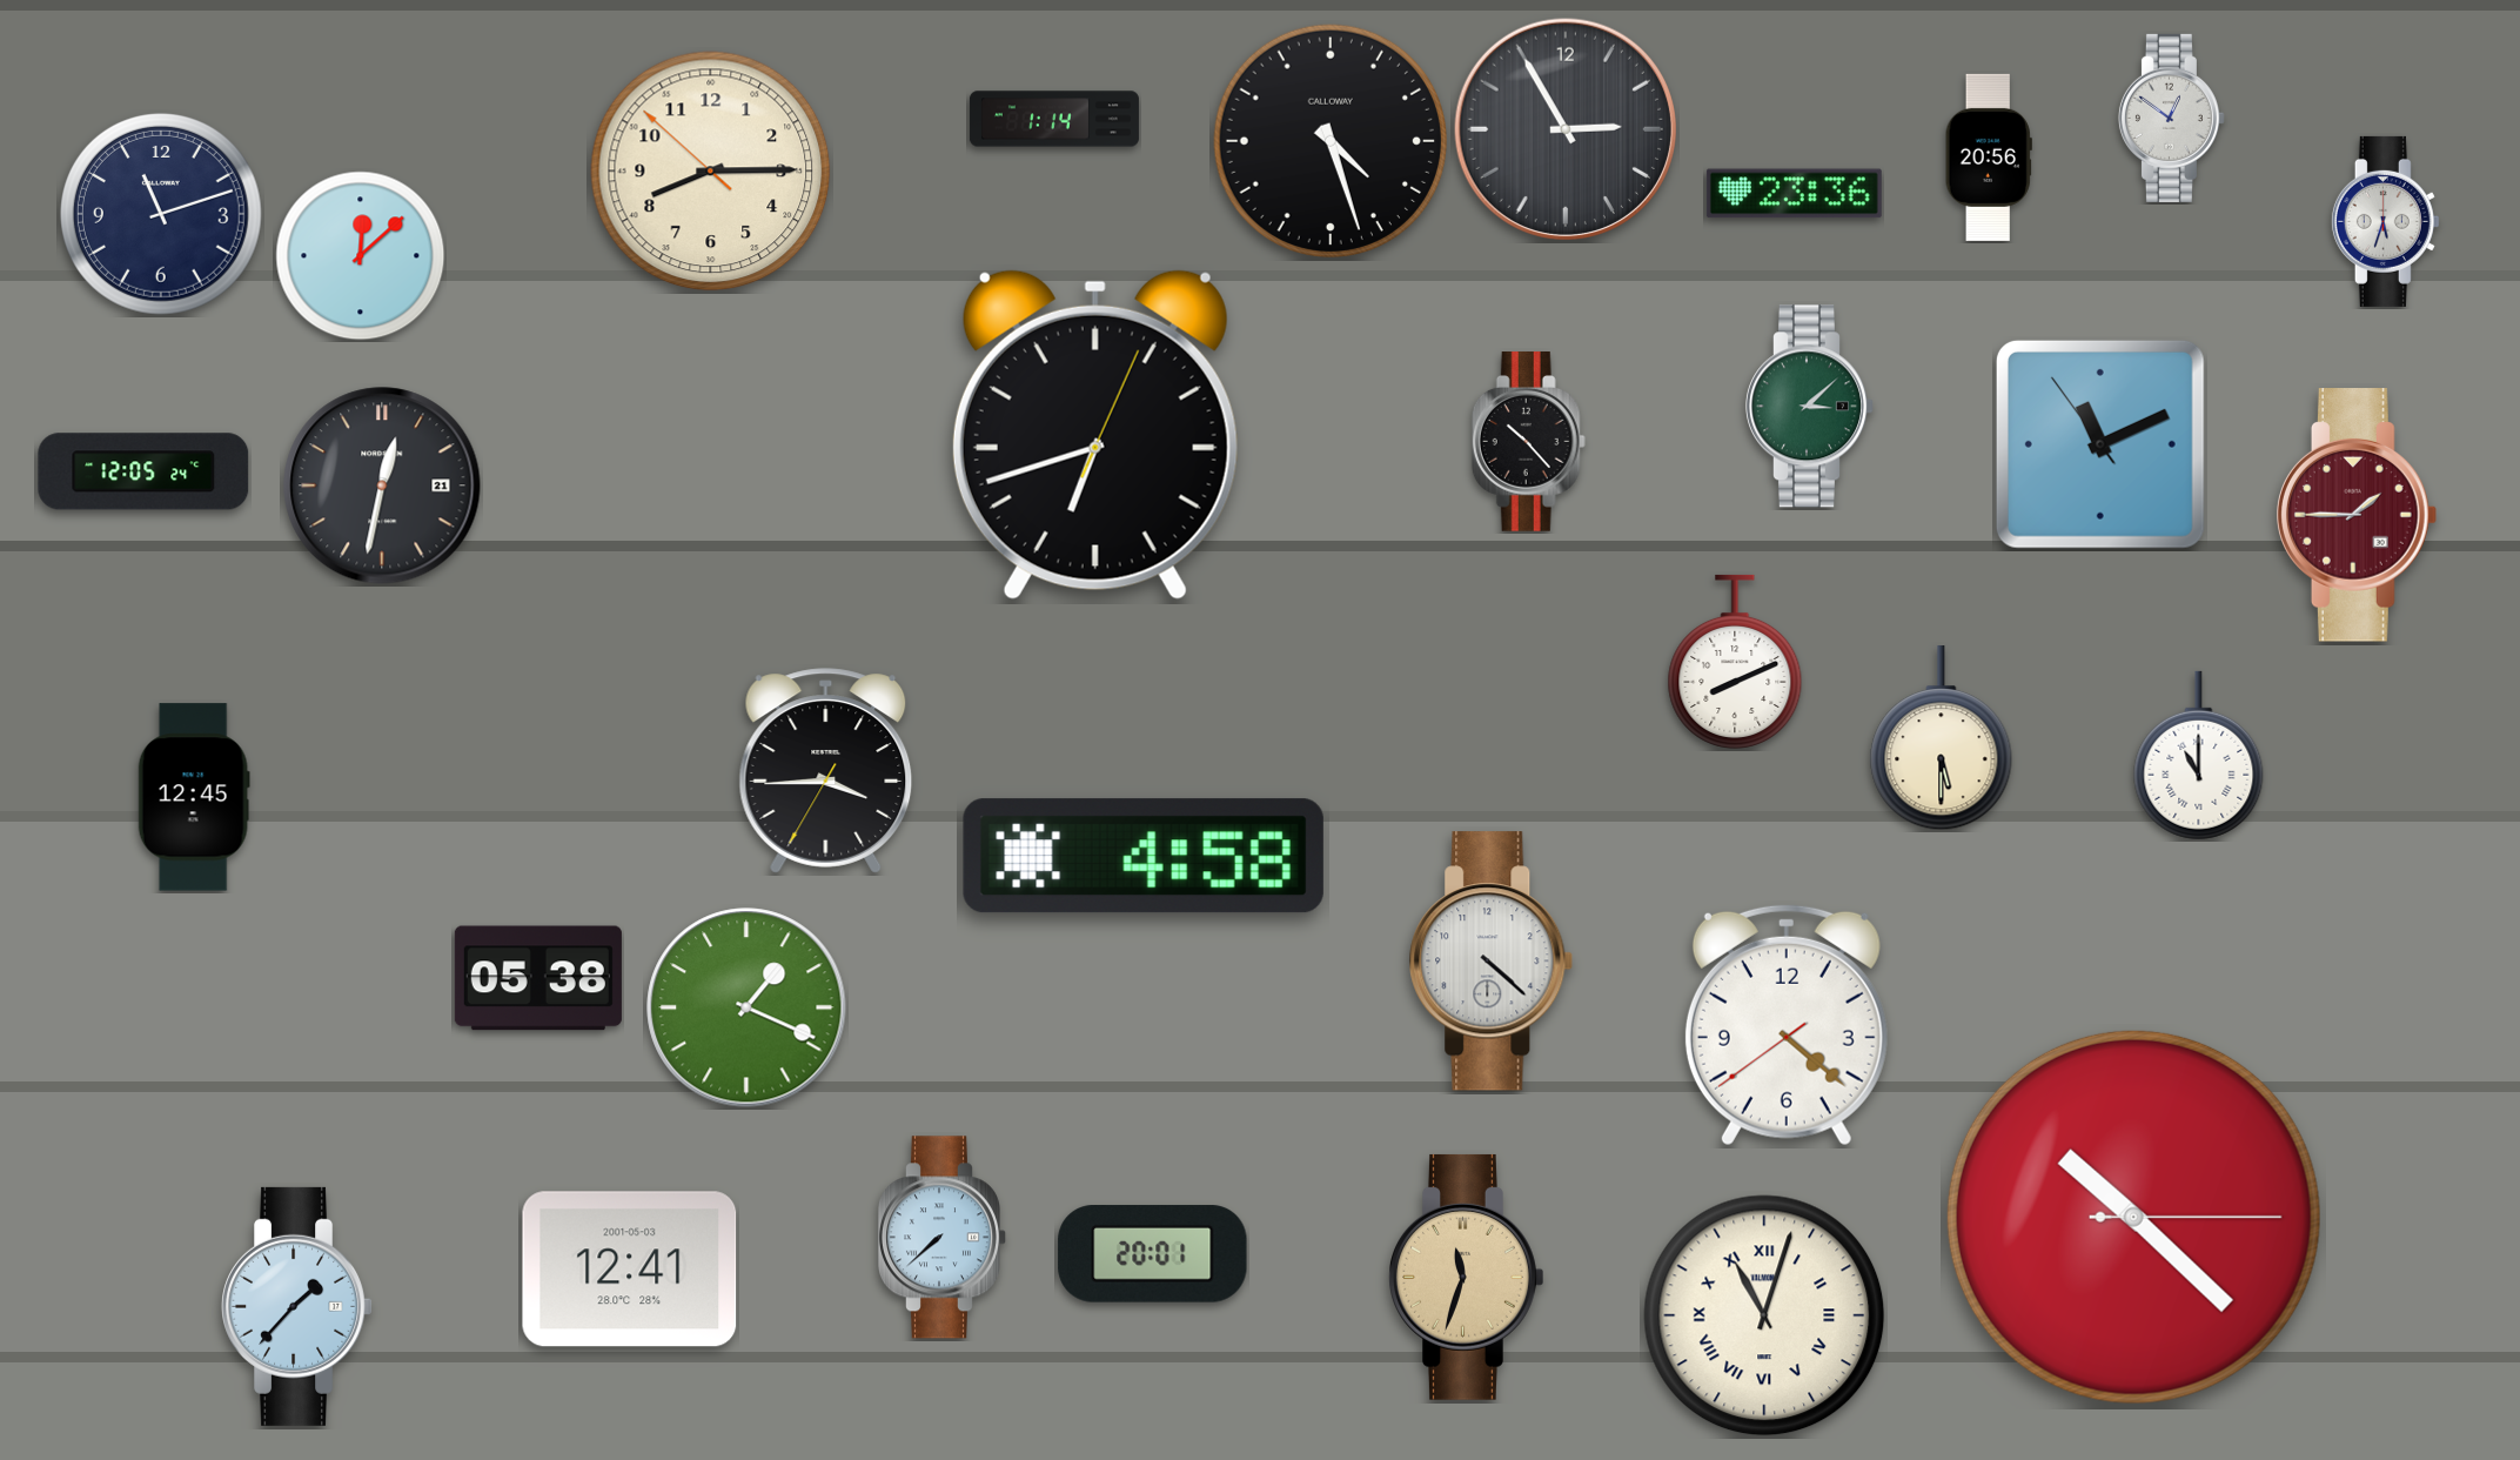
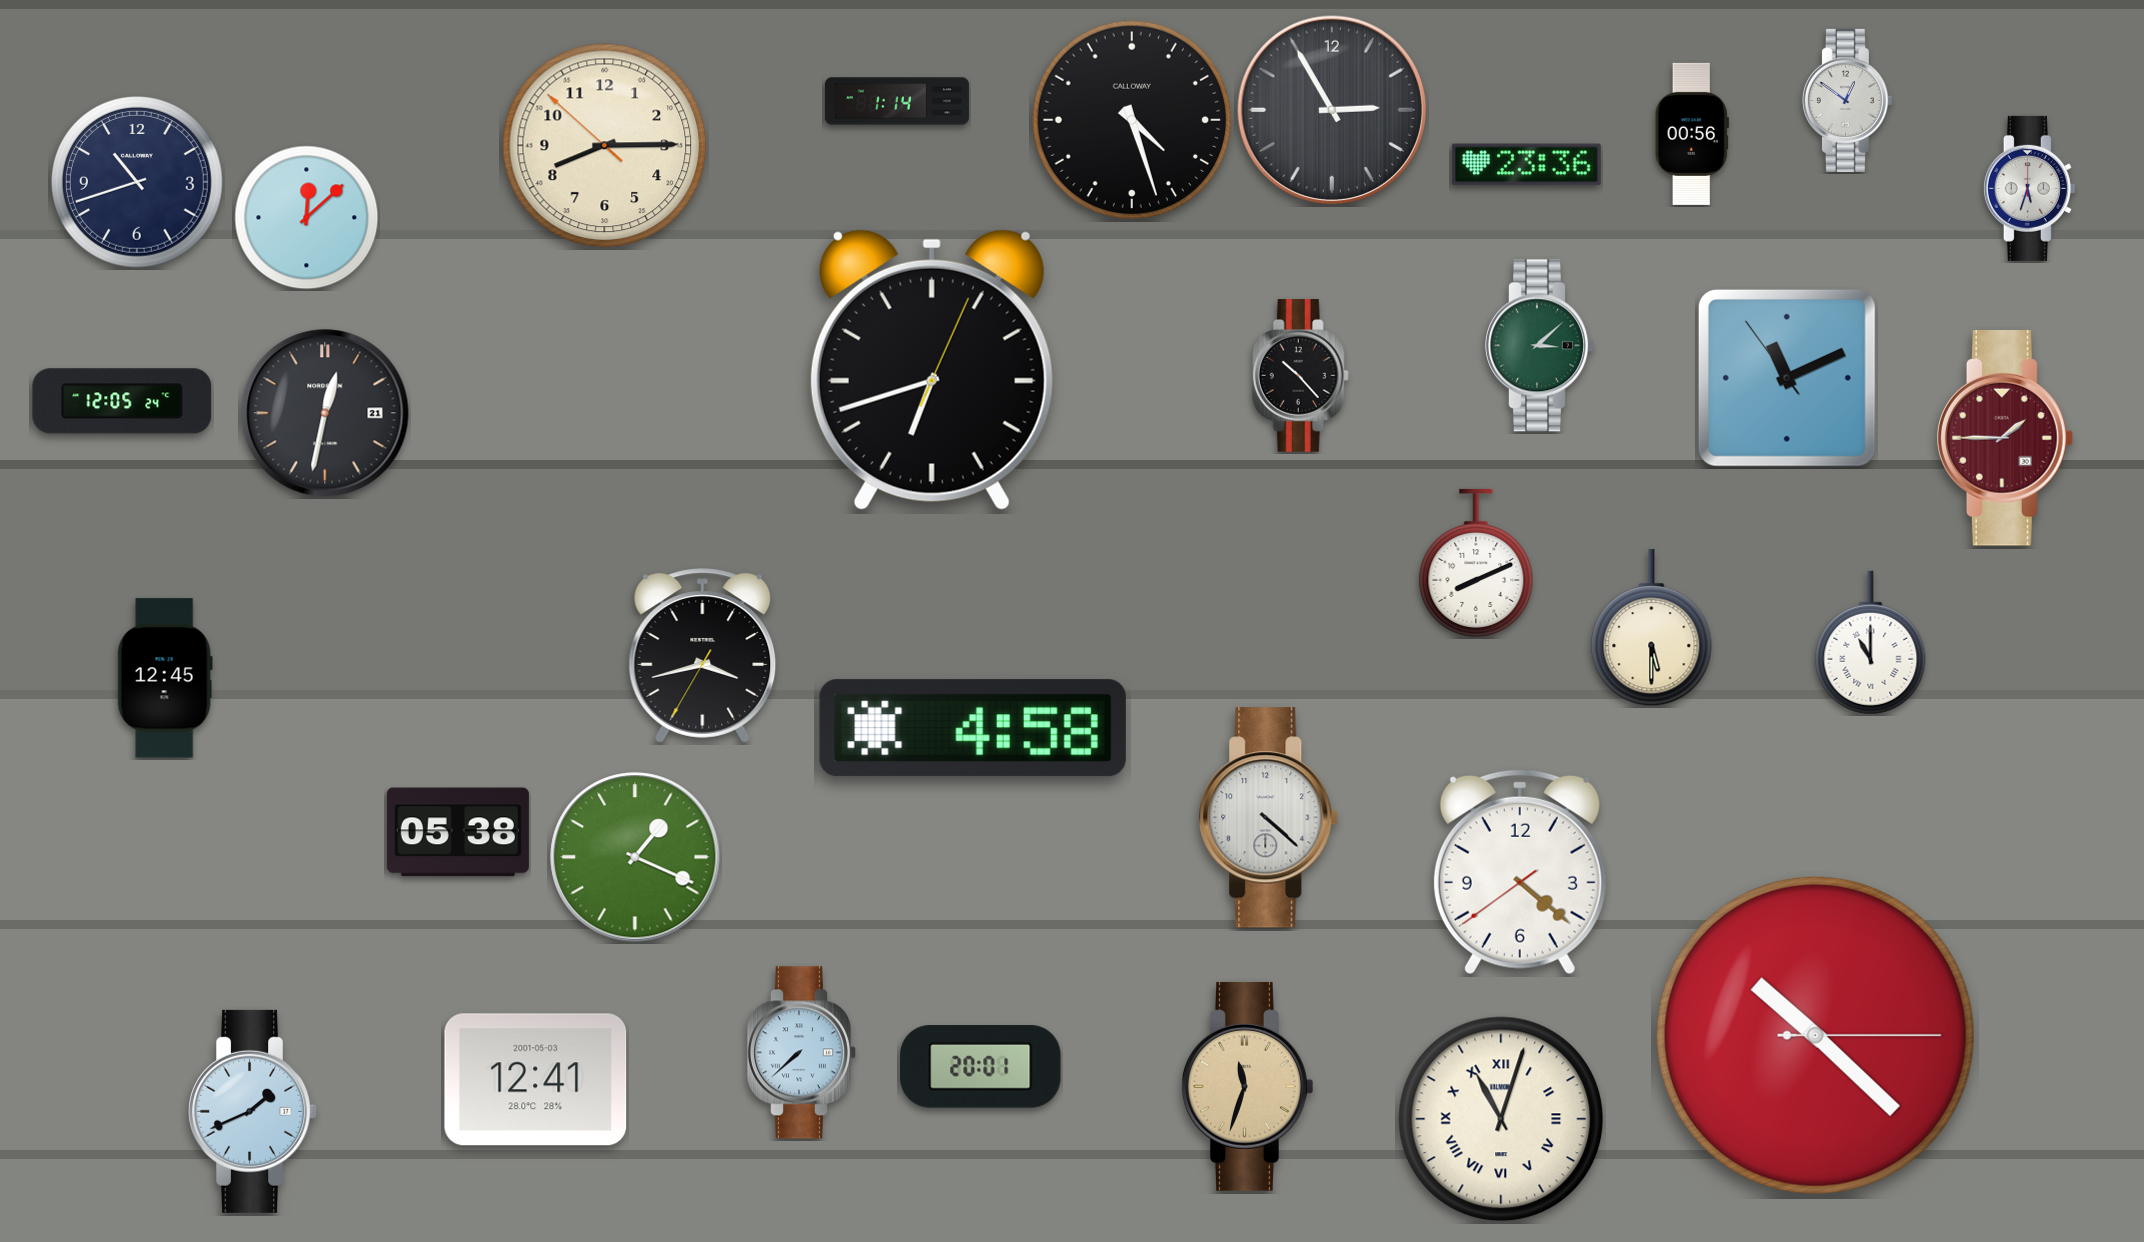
clock at (1989, 158): 20:56 -> 00:56
clock at (161, 214): 11:12 -> 10:42
clock at (826, 771): 3:44 -> 3:42
clock at (296, 1306): 1:37 -> 1:41
